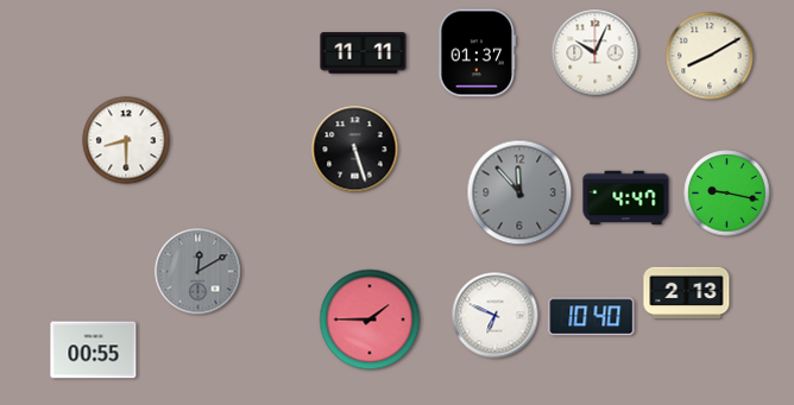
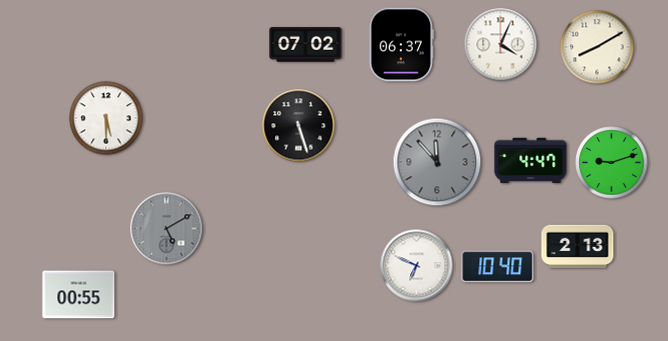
clock at (364, 53): 11:11 -> 07:02
clock at (478, 53): 01:37 -> 06:37
clock at (595, 53): 10:04 -> 4:04
clock at (126, 140): 8:30 -> 5:30
clock at (727, 194): 9:17 -> 9:12
clock at (626, 198) position: (626, 198) -> (531, 161)
clock at (198, 272): 12:10 -> 5:10
clock at (370, 319): 1:45 -> none
